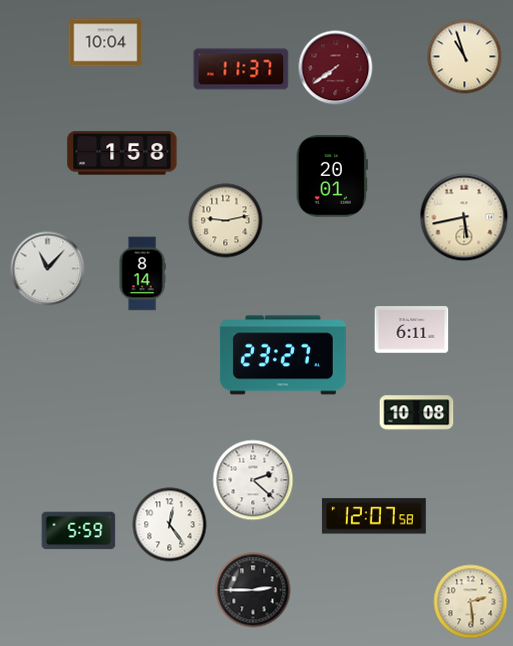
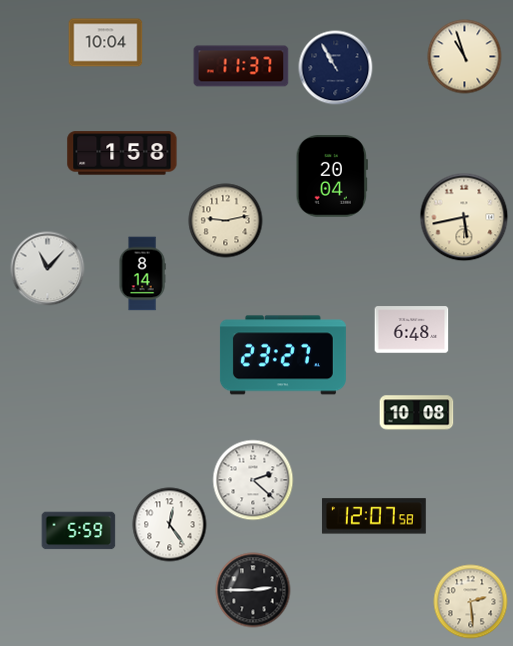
clock at (336, 68): 7:39 -> 10:55
clock at (336, 68) dial: burgundy -> navy
clock at (241, 69) position: (241, 69) -> (241, 66)
clock at (332, 177): 20:01 -> 20:04
clock at (412, 330): 6:11 -> 6:48
